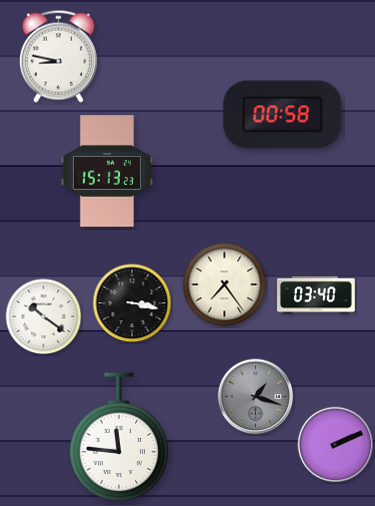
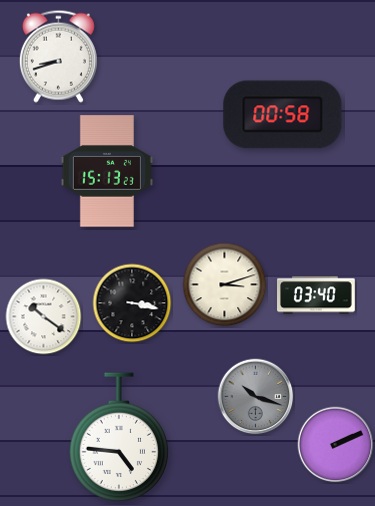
clock at (58, 56): 8:47 -> 8:42
clock at (225, 285): 7:24 -> 3:12
clock at (256, 397): 1:18 -> 10:18
clock at (119, 438): 11:46 -> 4:46
